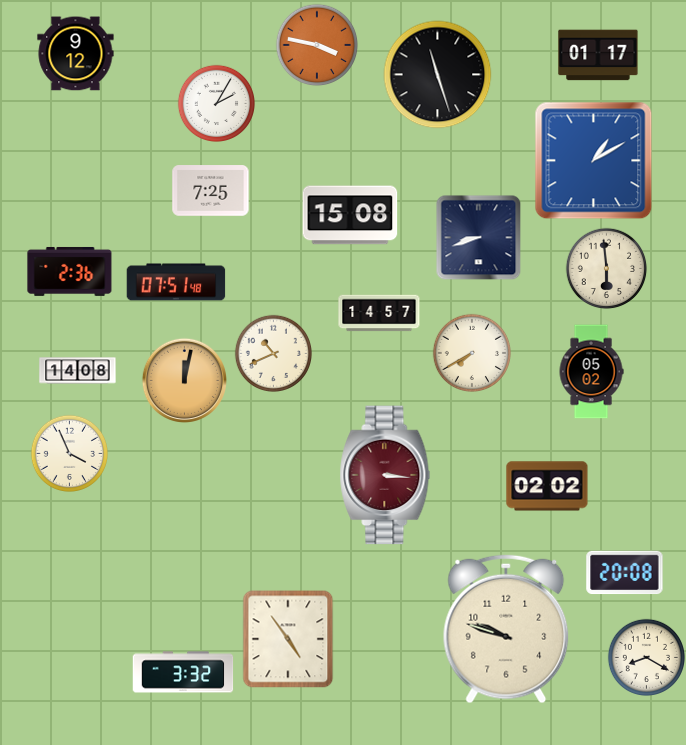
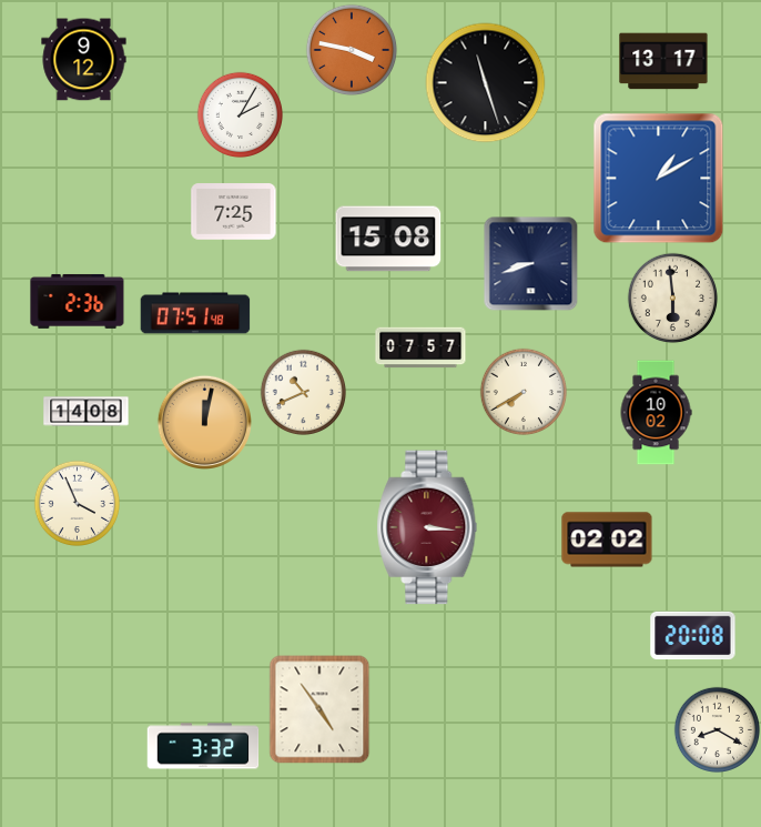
clock at (598, 55): 01:17 -> 13:17
clock at (379, 313): 14:57 -> 07:57
clock at (591, 372): 05:02 -> 10:02
clock at (506, 629): 9:48 -> none
